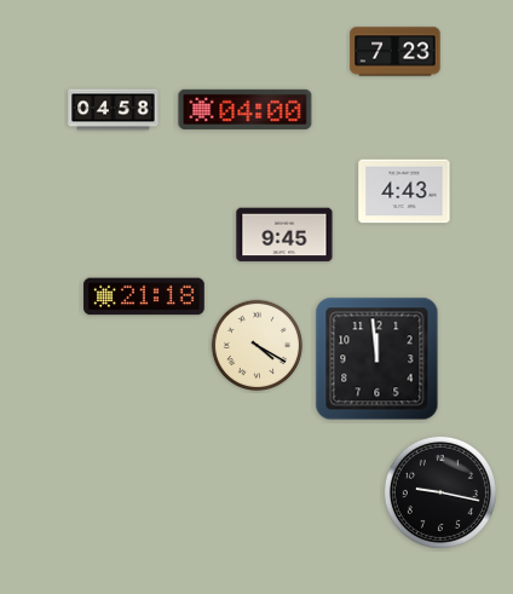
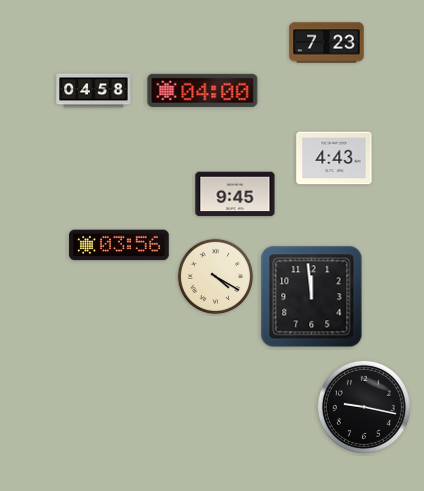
clock at (144, 296): 21:18 -> 03:56
clock at (258, 346) position: (258, 346) -> (216, 277)
